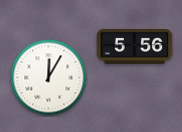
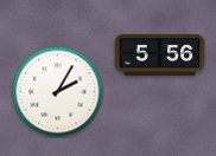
clock at (49, 78): 12:05 -> 2:05
